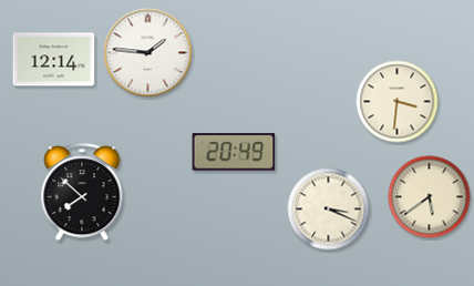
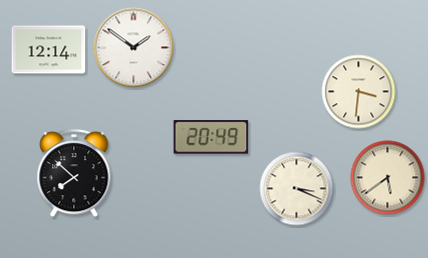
clock at (148, 53): 1:46 -> 1:51
clock at (54, 60) position: (54, 60) -> (49, 50)
